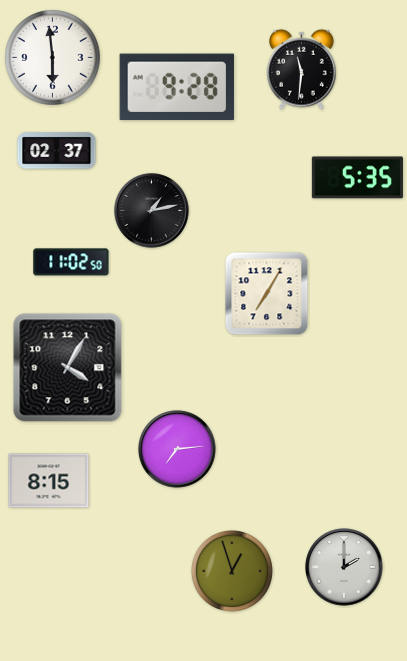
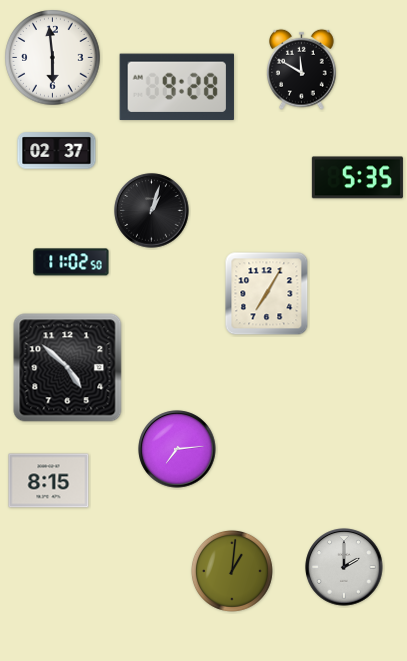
clock at (302, 69): 11:31 -> 11:50
clock at (152, 211): 1:13 -> 1:03
clock at (68, 368): 4:05 -> 4:52
clock at (232, 571): 12:57 -> 1:01
